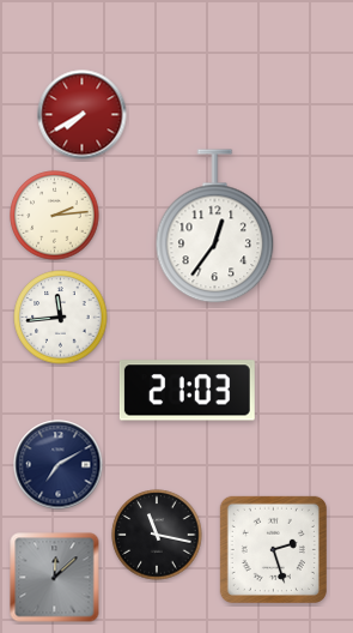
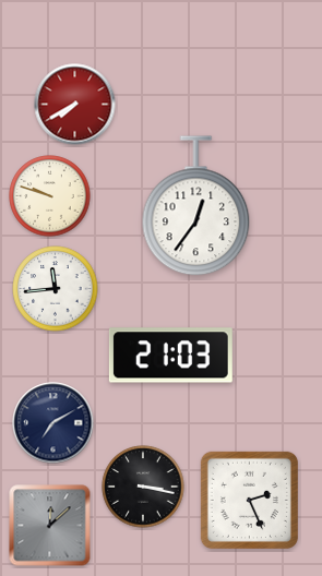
clock at (55, 216): 2:14 -> 9:48
clock at (157, 535): 11:17 -> 3:17
clock at (273, 549): 2:27 -> 2:26
